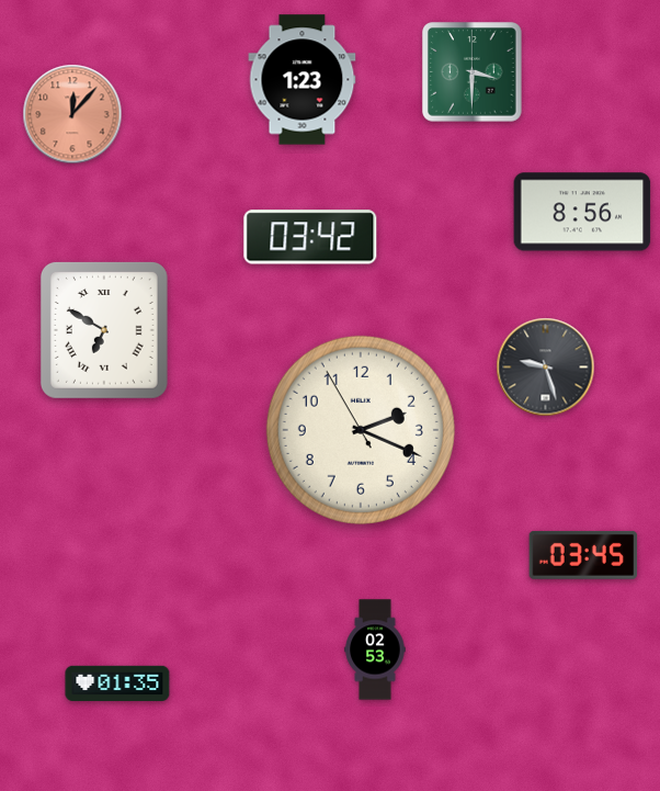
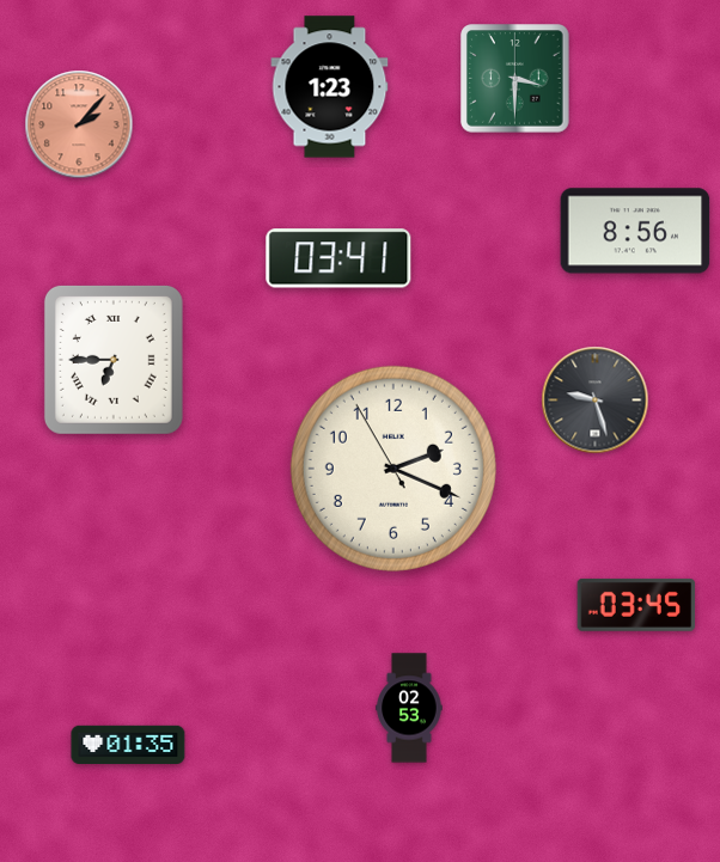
clock at (72, 114): 12:07 -> 2:07
clock at (310, 237): 03:42 -> 03:41
clock at (104, 330): 6:50 -> 6:45
